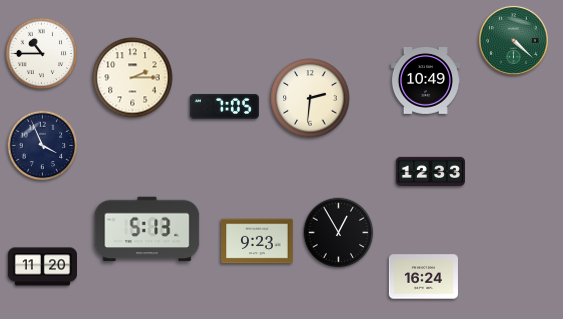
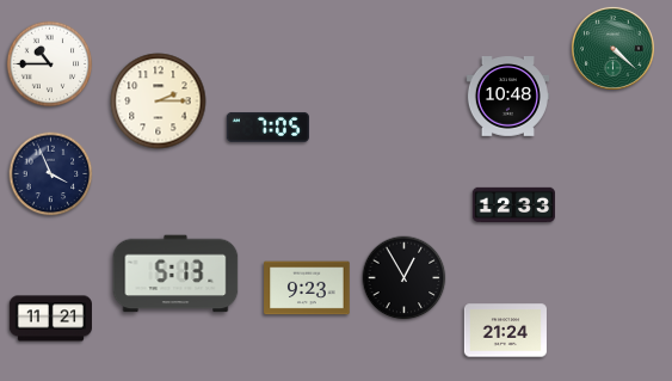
clock at (133, 78) position: (133, 78) -> (159, 102)
clock at (425, 81): 10:49 -> 10:48
clock at (310, 98): 2:31 -> none
clock at (42, 267): 11:20 -> 11:21
clock at (423, 277): 16:24 -> 21:24
